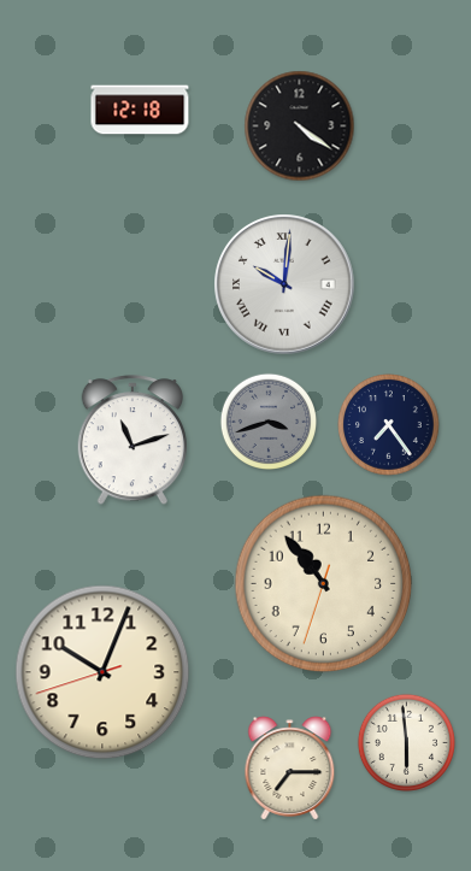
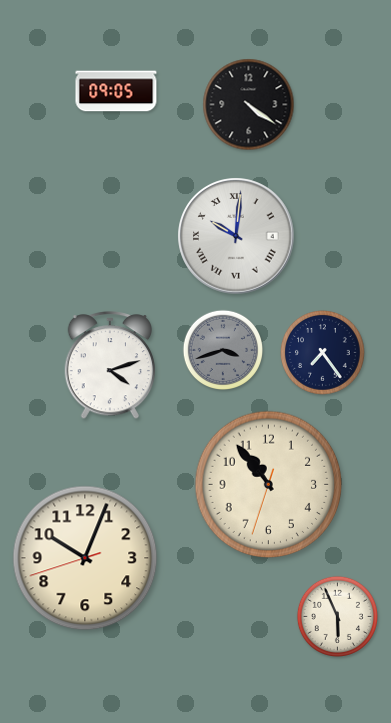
clock at (140, 110): 12:18 -> 09:05
clock at (131, 441): 11:12 -> 4:12
clock at (406, 742): 5:59 -> 5:56
clock at (290, 769): 7:15 -> none
